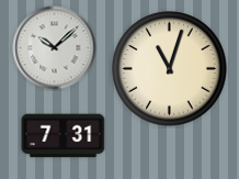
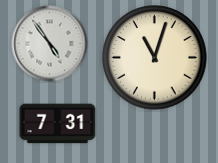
clock at (55, 48): 10:08 -> 4:54
clock at (170, 69) position: (170, 69) -> (155, 58)
